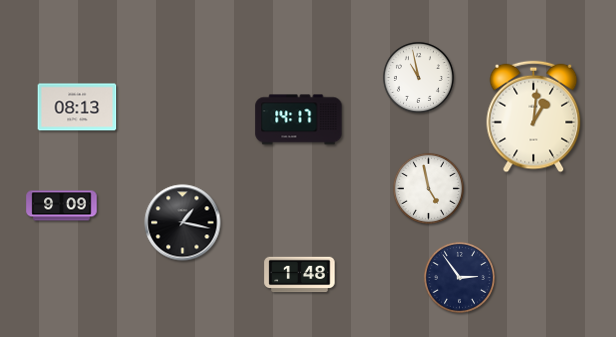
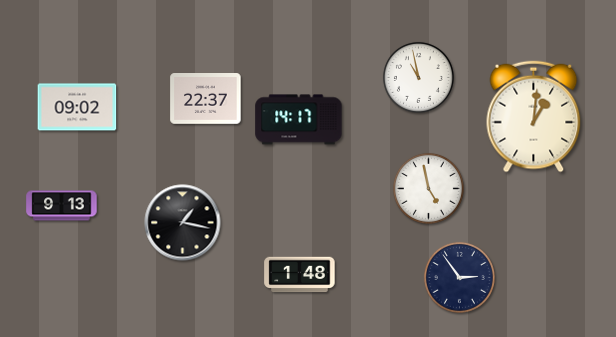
clock at (206, 99): none -> 22:37
clock at (77, 107): 08:13 -> 09:02
clock at (62, 206): 9:09 -> 9:13
